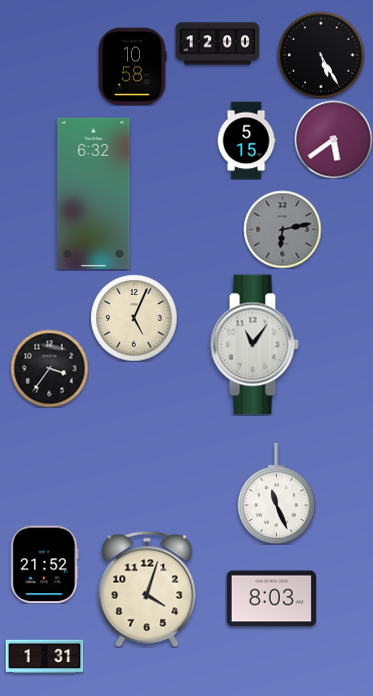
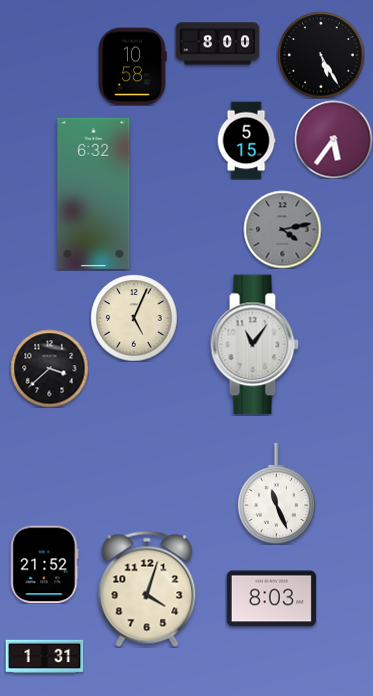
clock at (217, 44): 12:00 -> 8:00
clock at (333, 139): 5:39 -> 5:36
clock at (282, 229): 6:13 -> 4:13
clock at (49, 368): 3:36 -> 3:38
